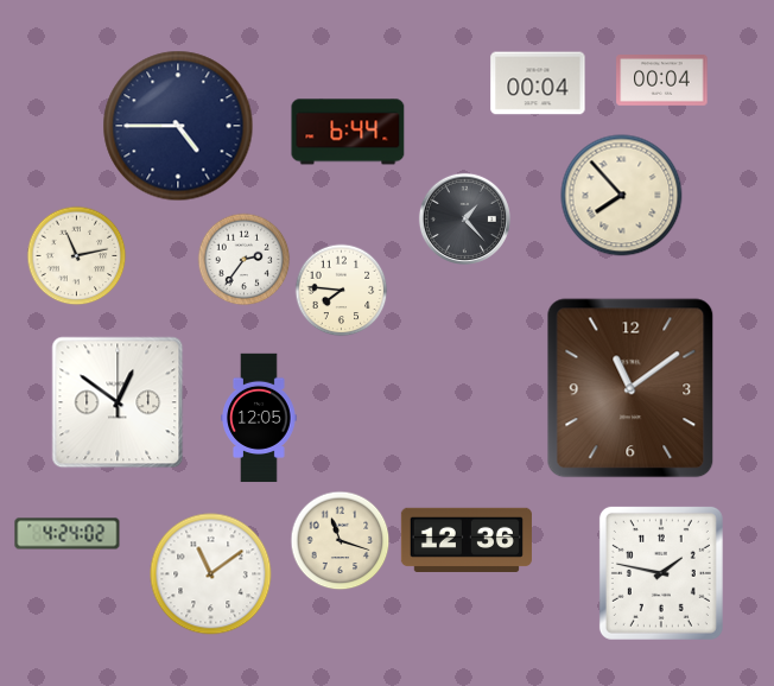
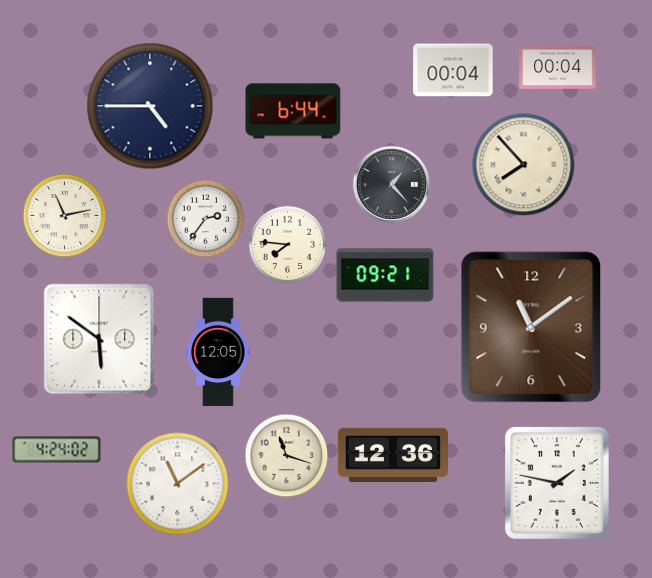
clock at (385, 275): none -> 09:21
clock at (118, 402): 12:51 -> 5:51
